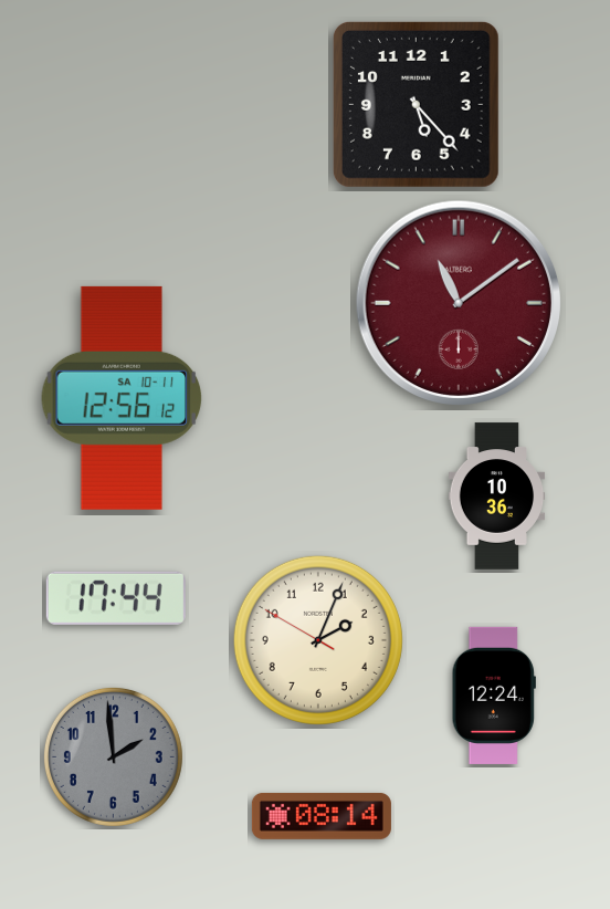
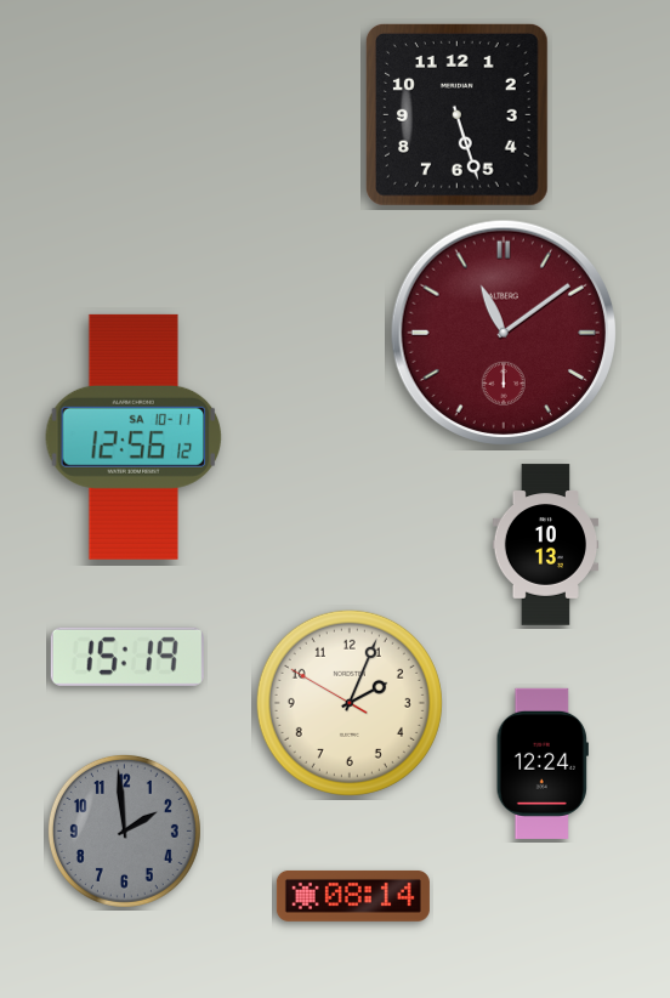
clock at (416, 104): 5:23 -> 5:27
clock at (497, 497): 10:36 -> 10:13
clock at (116, 598): 17:44 -> 15:19
